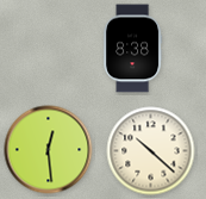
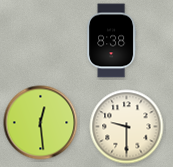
clock at (49, 150) position: (49, 150) -> (41, 123)
clock at (151, 151): 10:22 -> 9:30
